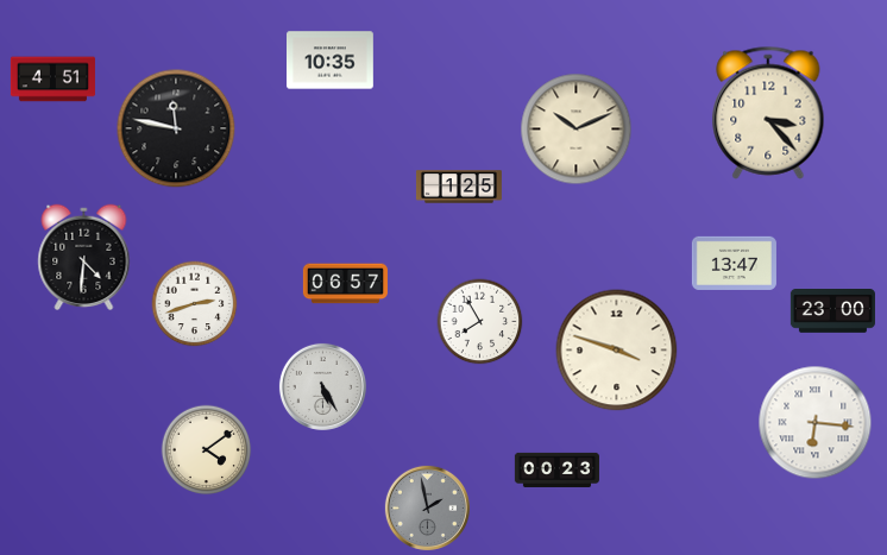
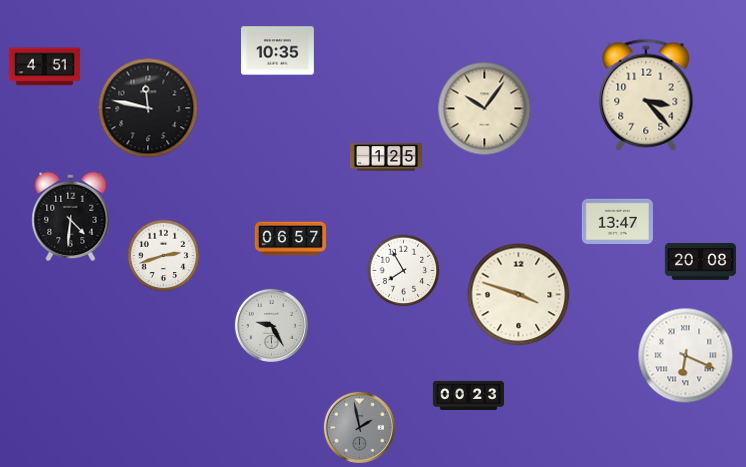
clock at (577, 130): 10:11 -> 10:06
clock at (832, 311): 23:00 -> 20:08
clock at (322, 386): 5:25 -> 9:25
clock at (816, 423): 6:16 -> 6:19
clock at (207, 450): 4:09 -> none
